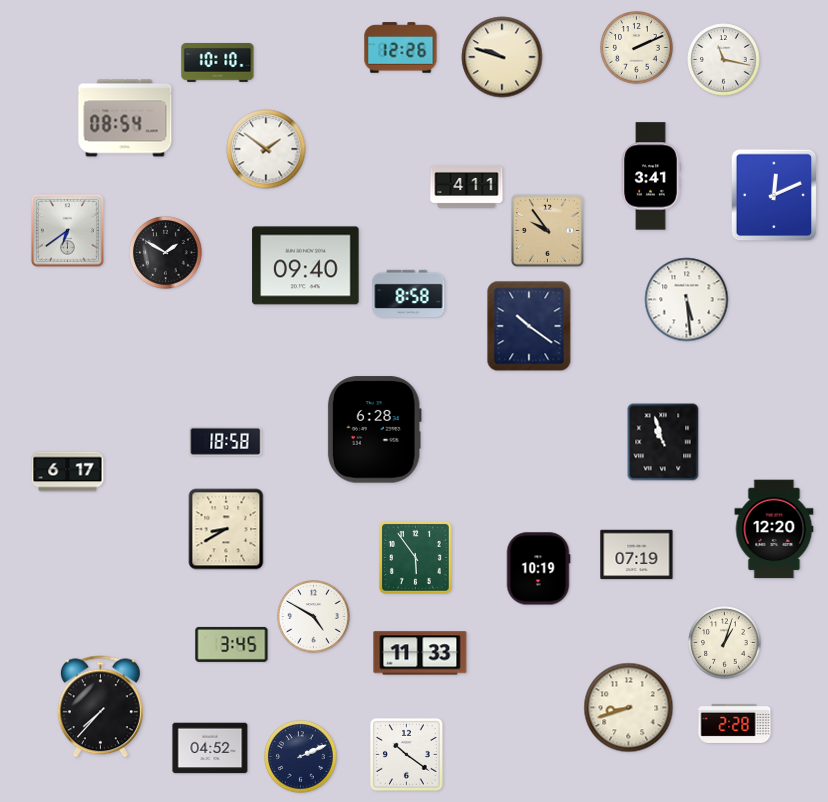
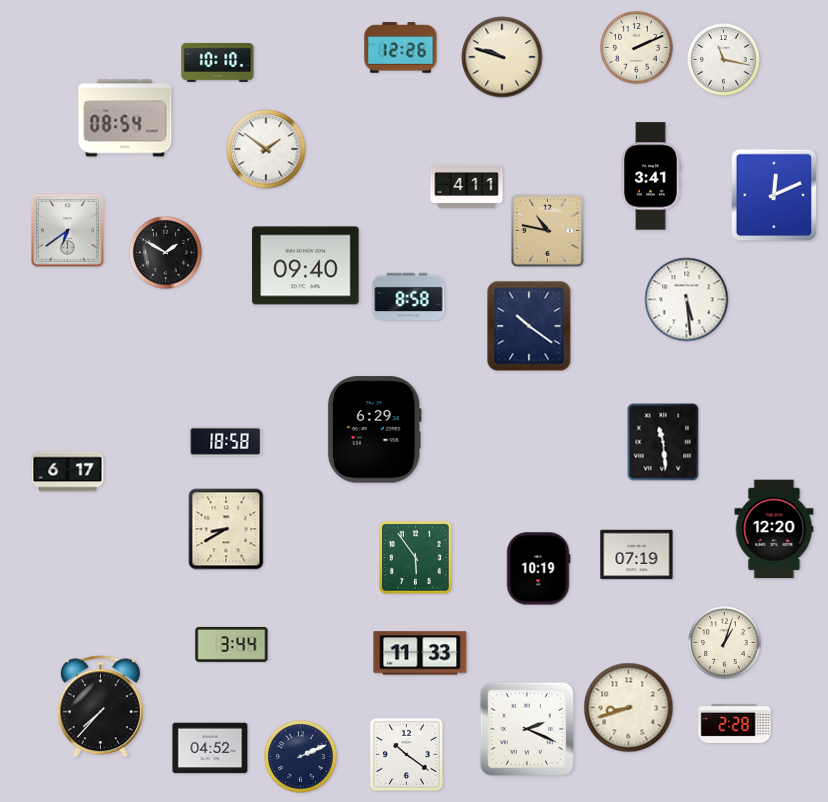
clock at (547, 230): 9:54 -> 10:47
clock at (409, 293) position: (409, 293) -> (409, 296)
clock at (374, 430): 6:28 -> 6:29
clock at (663, 442): 10:57 -> 11:29
clock at (314, 617): 4:50 -> none
clock at (232, 644): 3:45 -> 3:44
clock at (527, 729): none -> 2:19
